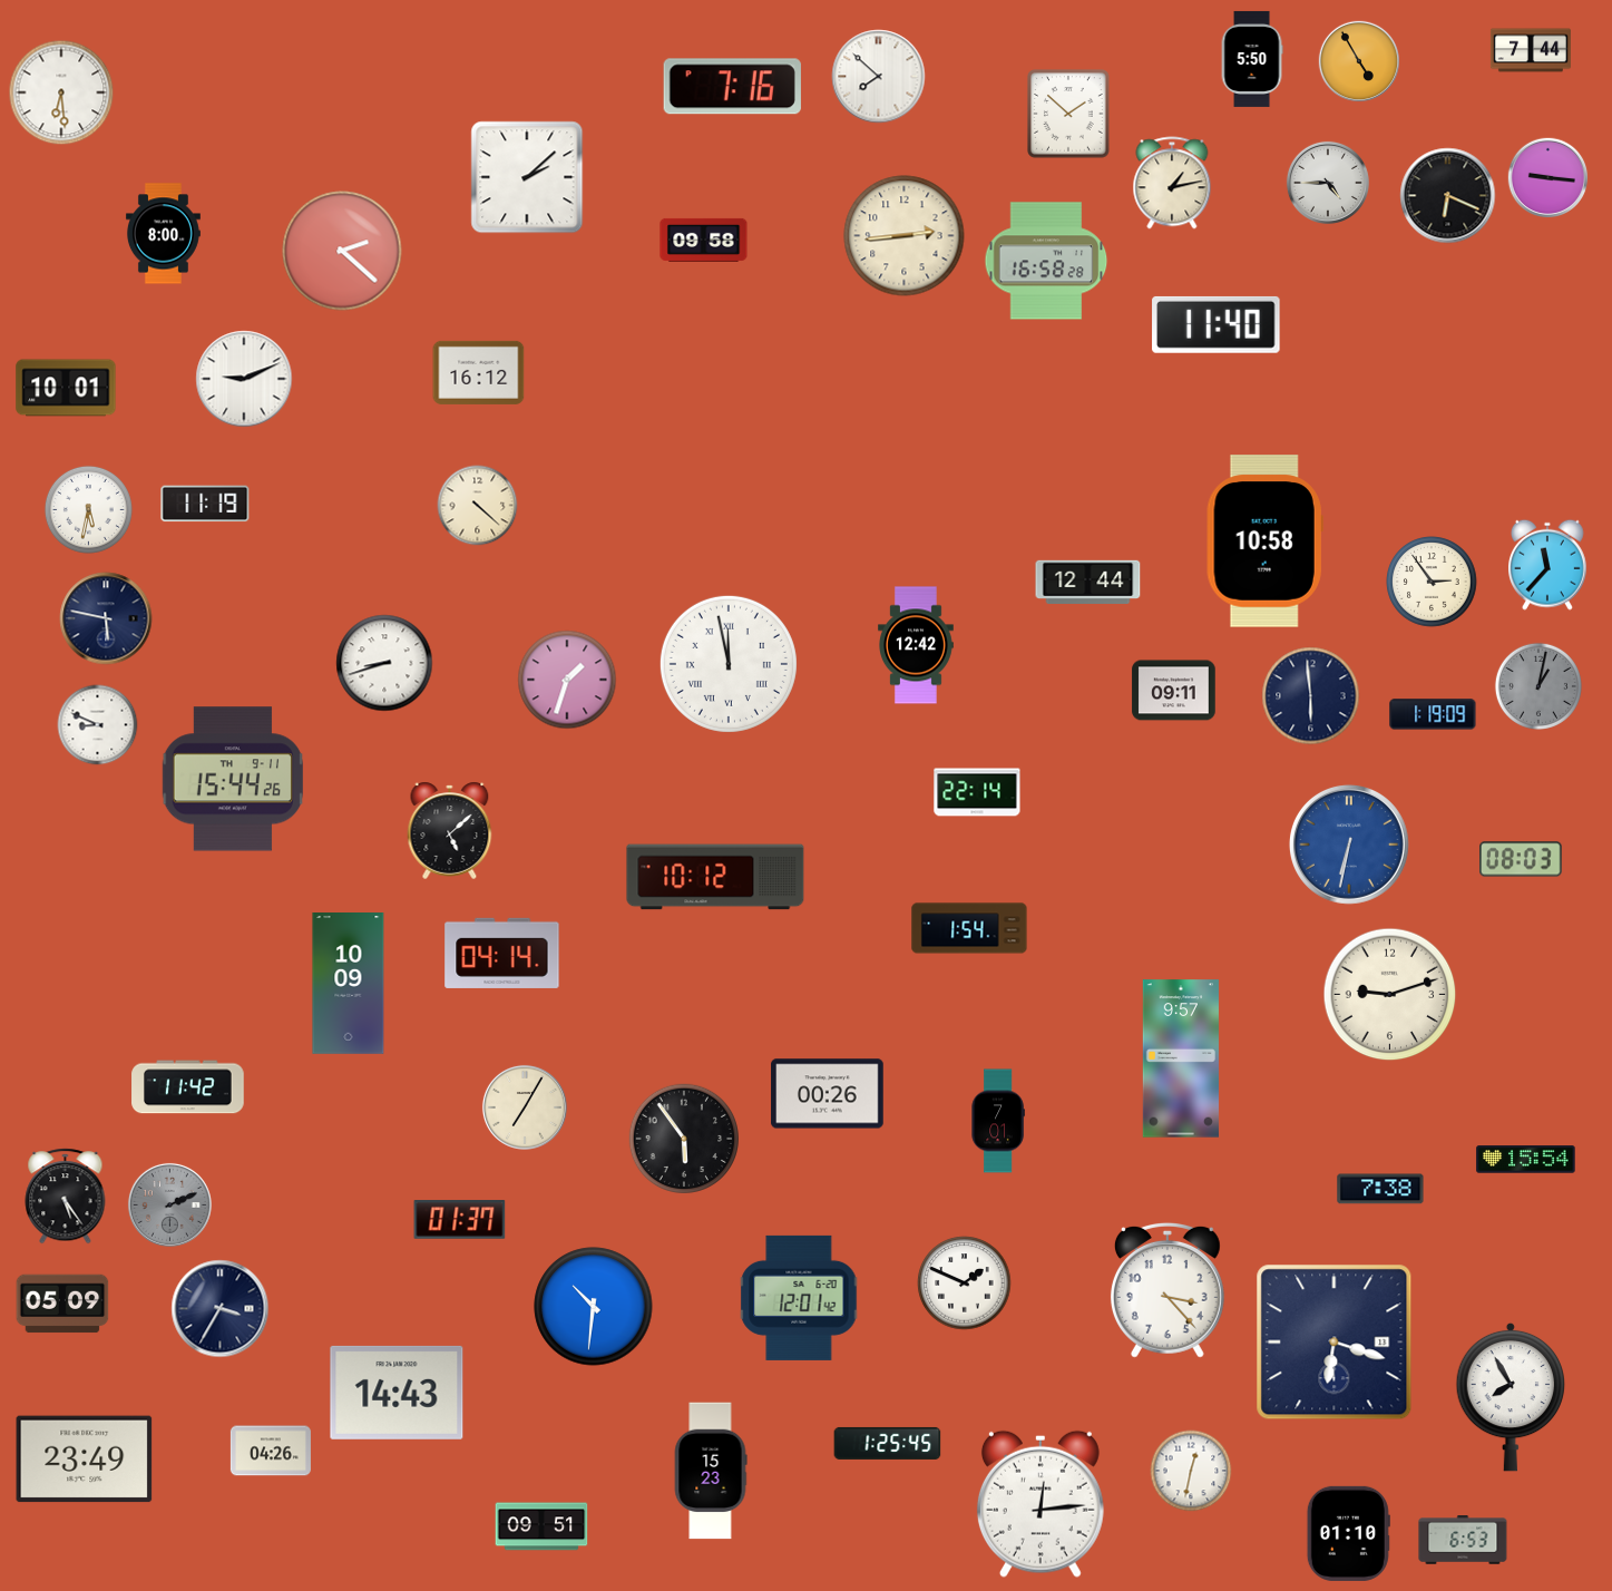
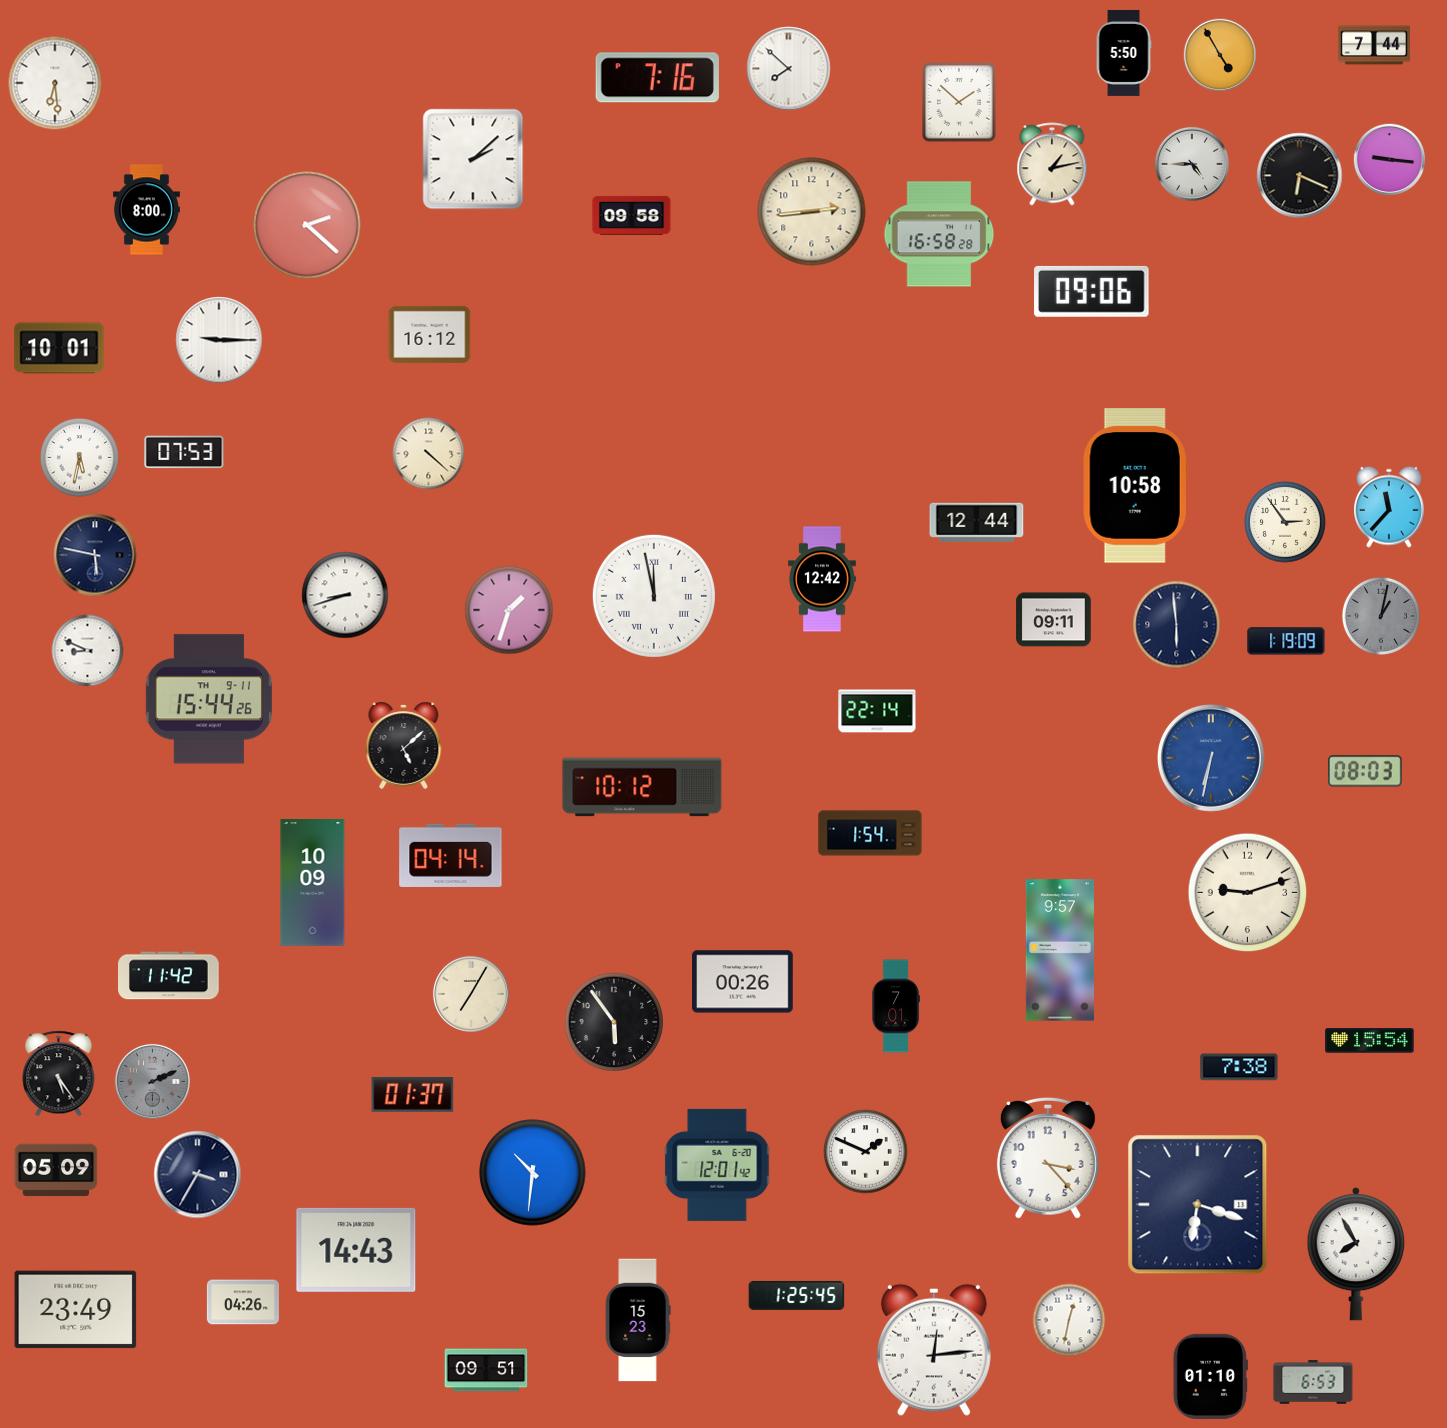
clock at (1217, 324): 11:40 -> 09:06
clock at (244, 379): 9:11 -> 9:15
clock at (205, 504): 11:19 -> 07:53
